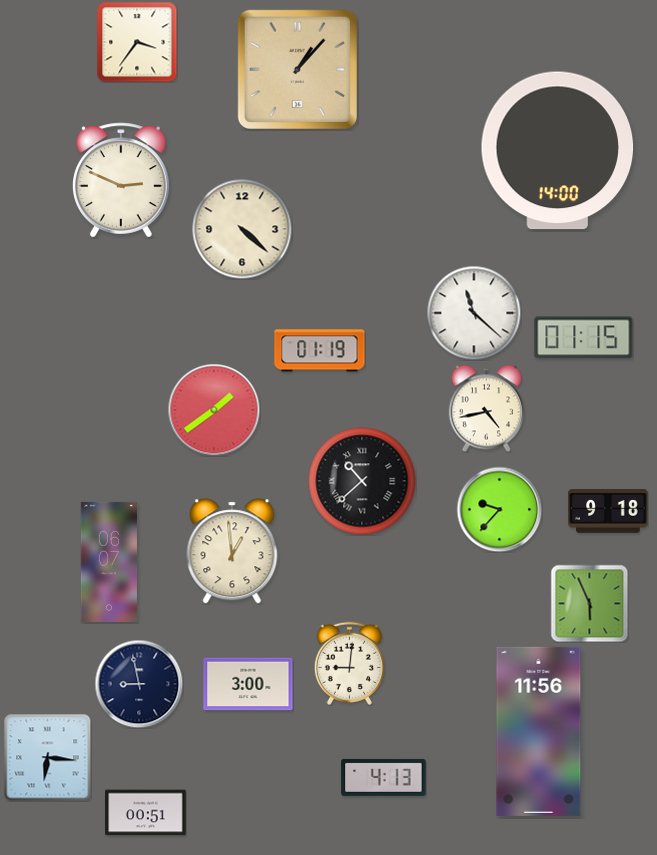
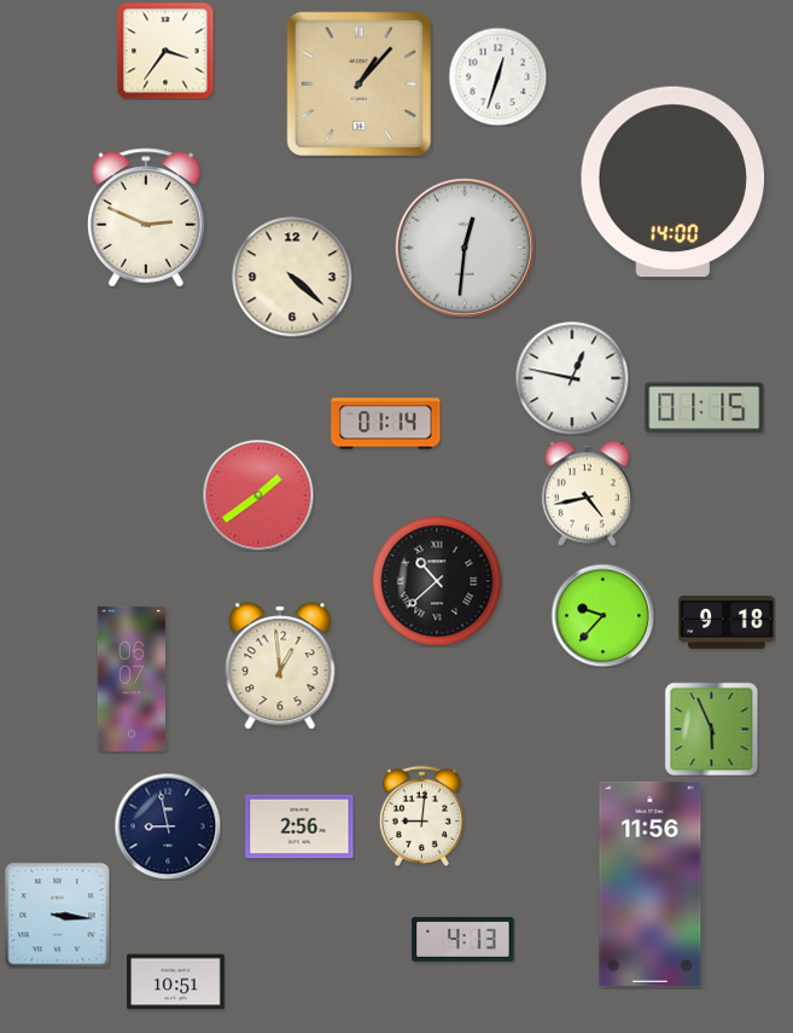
clock at (497, 76): none -> 12:33
clock at (465, 248): none -> 12:31
clock at (474, 313): 11:22 -> 12:47
clock at (320, 351): 01:19 -> 01:14
clock at (608, 511) position: (608, 511) -> (727, 622)
clock at (349, 663) position: (349, 663) -> (421, 816)
clock at (248, 684): 3:00 -> 2:56
clock at (47, 757): 6:16 -> 3:16
clock at (146, 813): 00:51 -> 10:51
